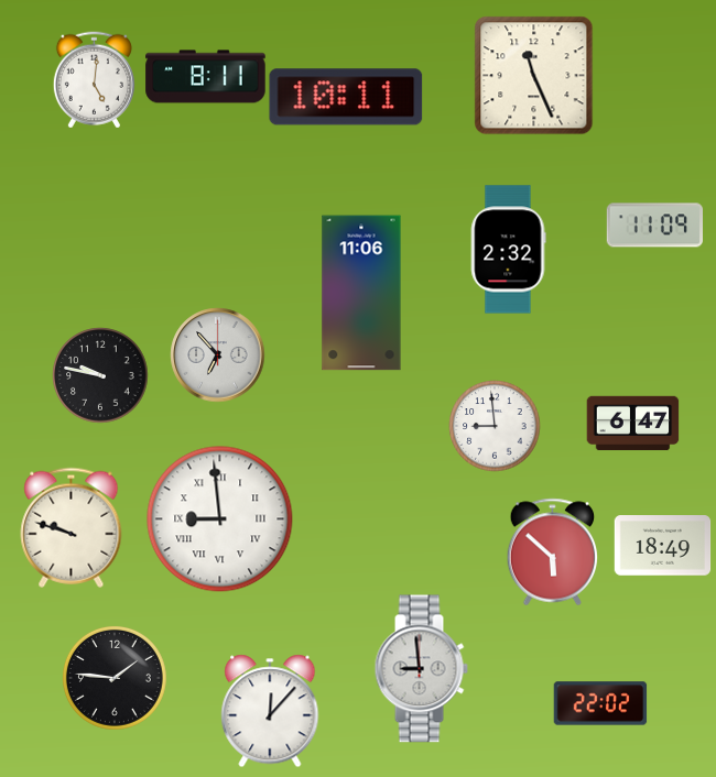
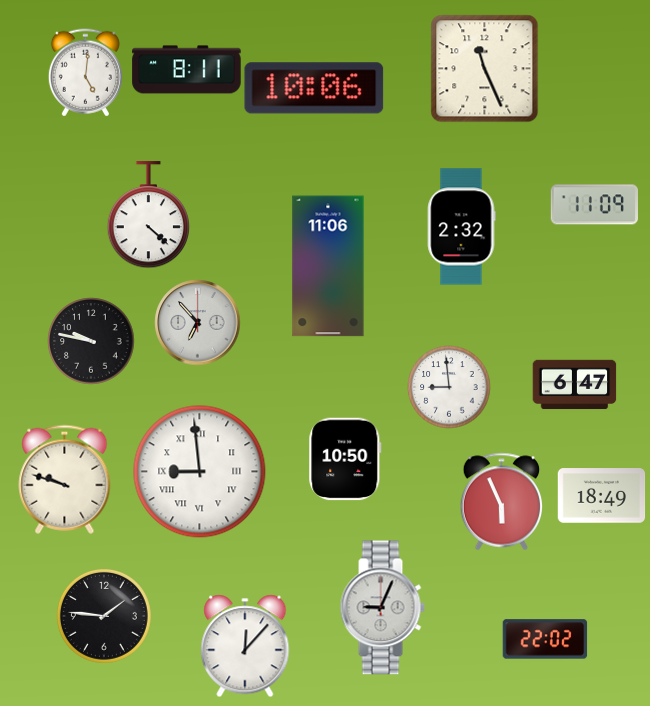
clock at (346, 97): 10:11 -> 10:06
clock at (148, 215): none -> 4:22
clock at (345, 459): none -> 10:50
clock at (553, 551): 5:52 -> 5:56
clock at (421, 669): 8:59 -> 9:04
